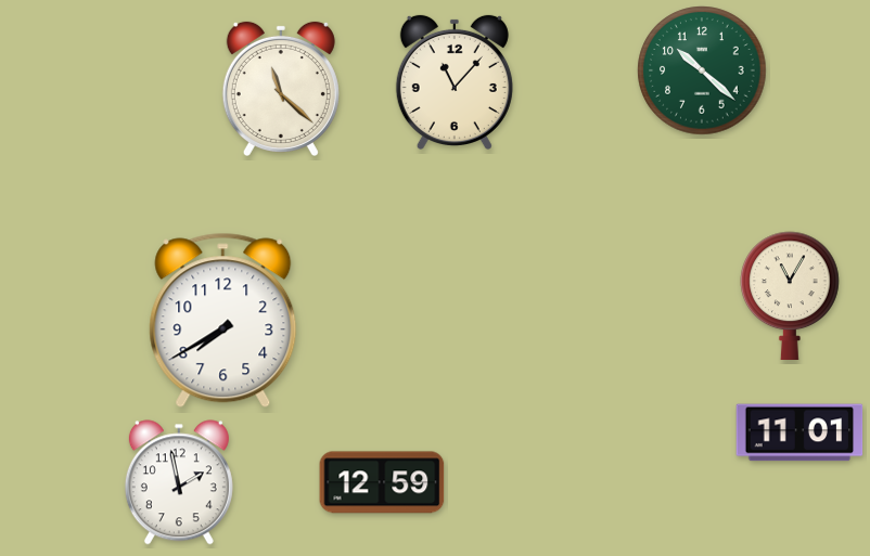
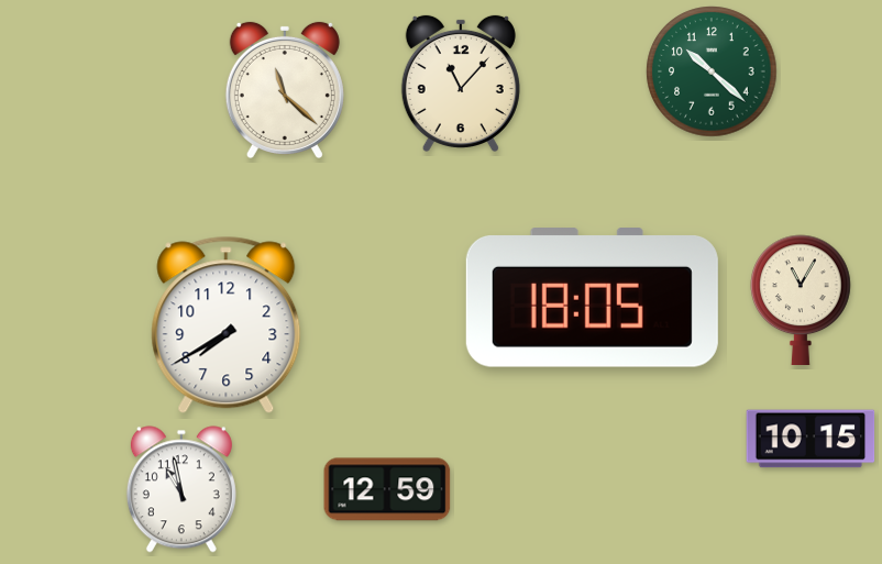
clock at (592, 298): none -> 18:05
clock at (799, 432): 11:01 -> 10:15
clock at (179, 482): 1:58 -> 10:58
